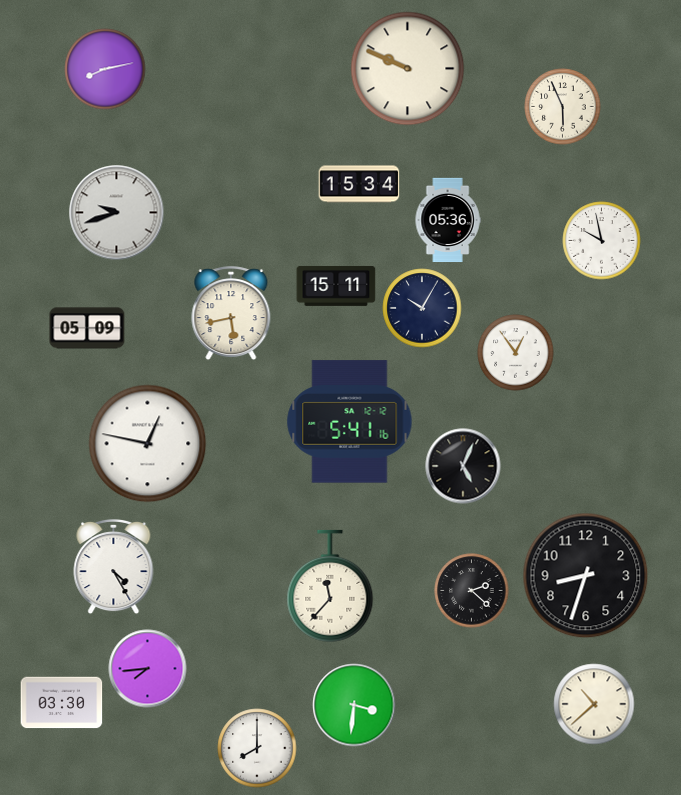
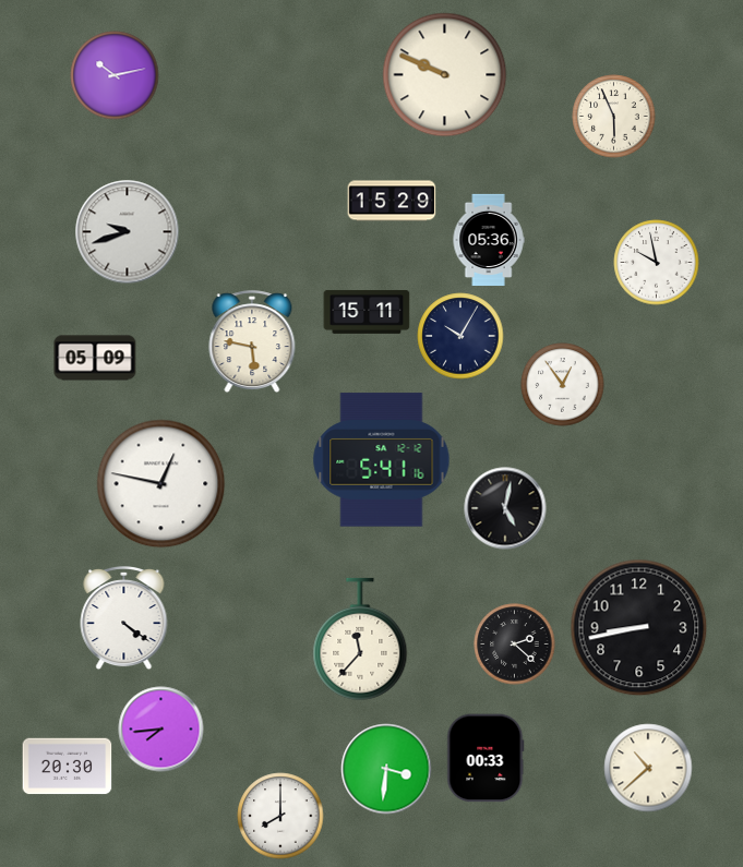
clock at (105, 69): 8:13 -> 10:13
clock at (359, 184): 15:34 -> 15:29
clock at (231, 314): 5:43 -> 5:47
clock at (463, 466): 5:04 -> 5:02
clock at (114, 567): 4:25 -> 4:21
clock at (586, 576): 8:33 -> 8:43
clock at (486, 758): none -> 00:33
clock at (62, 703): 03:30 -> 20:30
